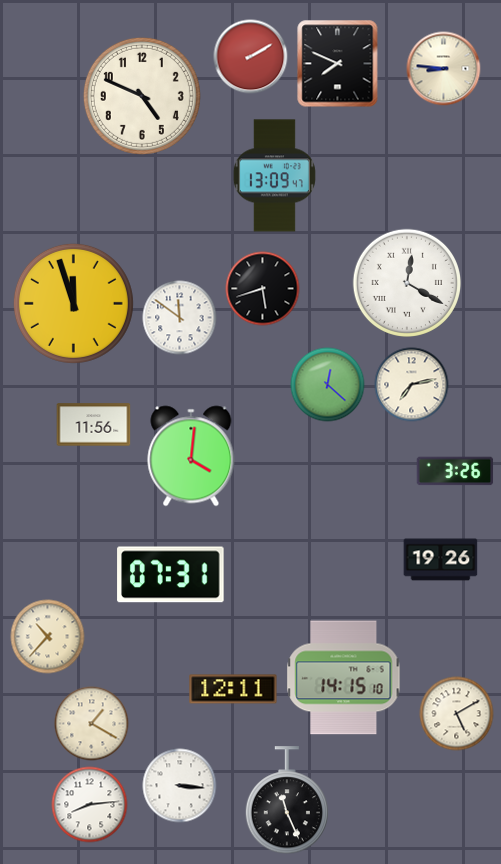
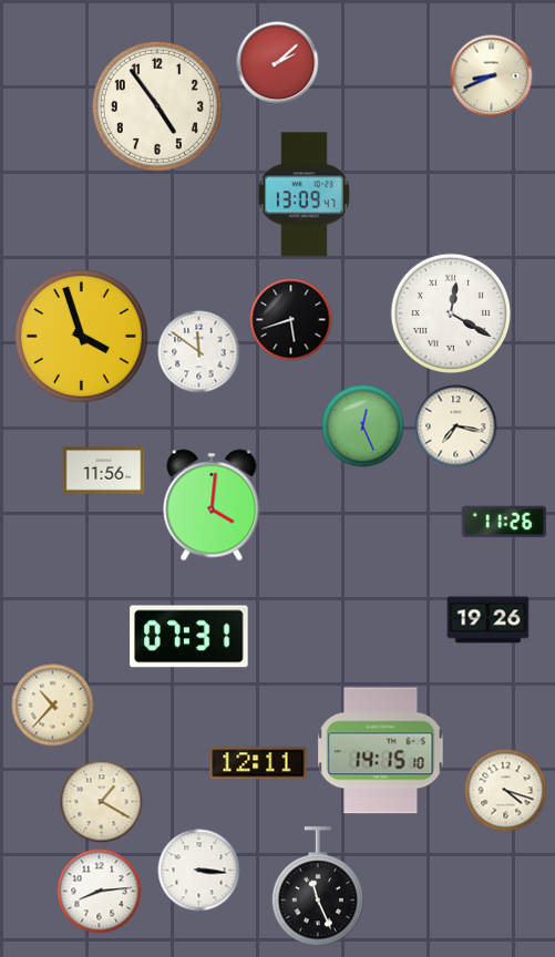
clock at (251, 57): 2:10 -> 2:08
clock at (338, 64): 7:49 -> none
clock at (444, 69): 8:46 -> 8:41
clock at (142, 96): 4:49 -> 4:54
clock at (73, 303): 11:57 -> 3:57
clock at (328, 385): 12:22 -> 12:26
clock at (412, 385): 7:13 -> 7:17
clock at (455, 471): 3:26 -> 11:26
clock at (457, 714): 5:10 -> 4:18
